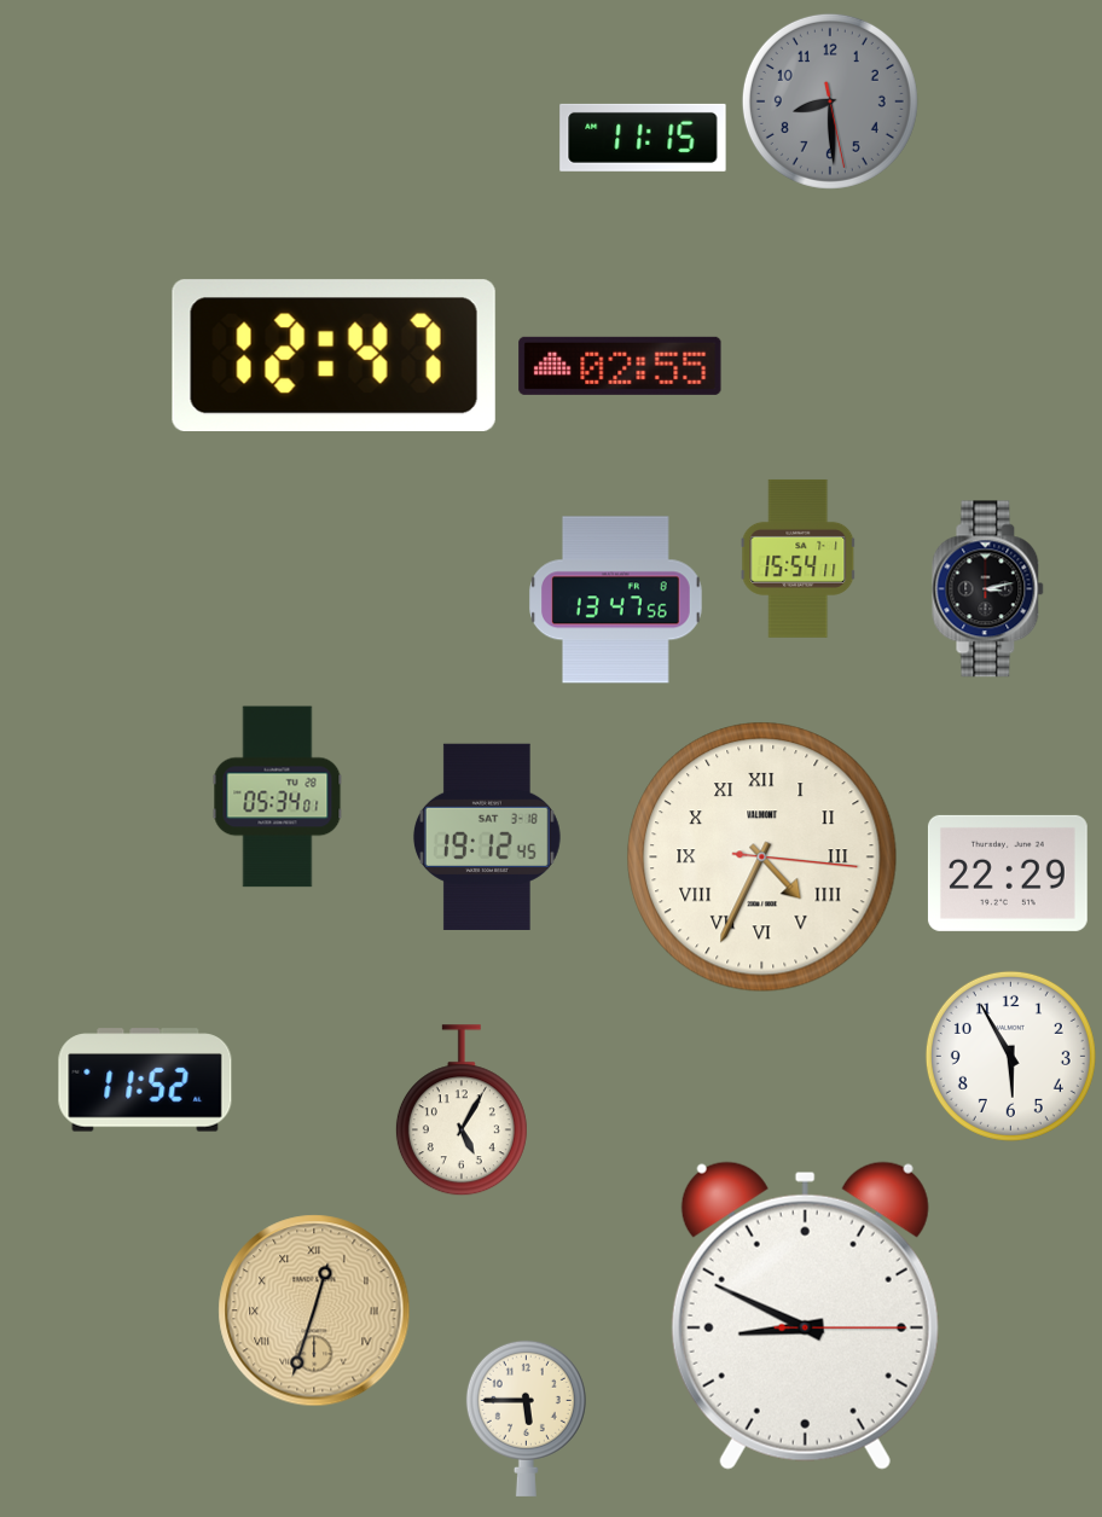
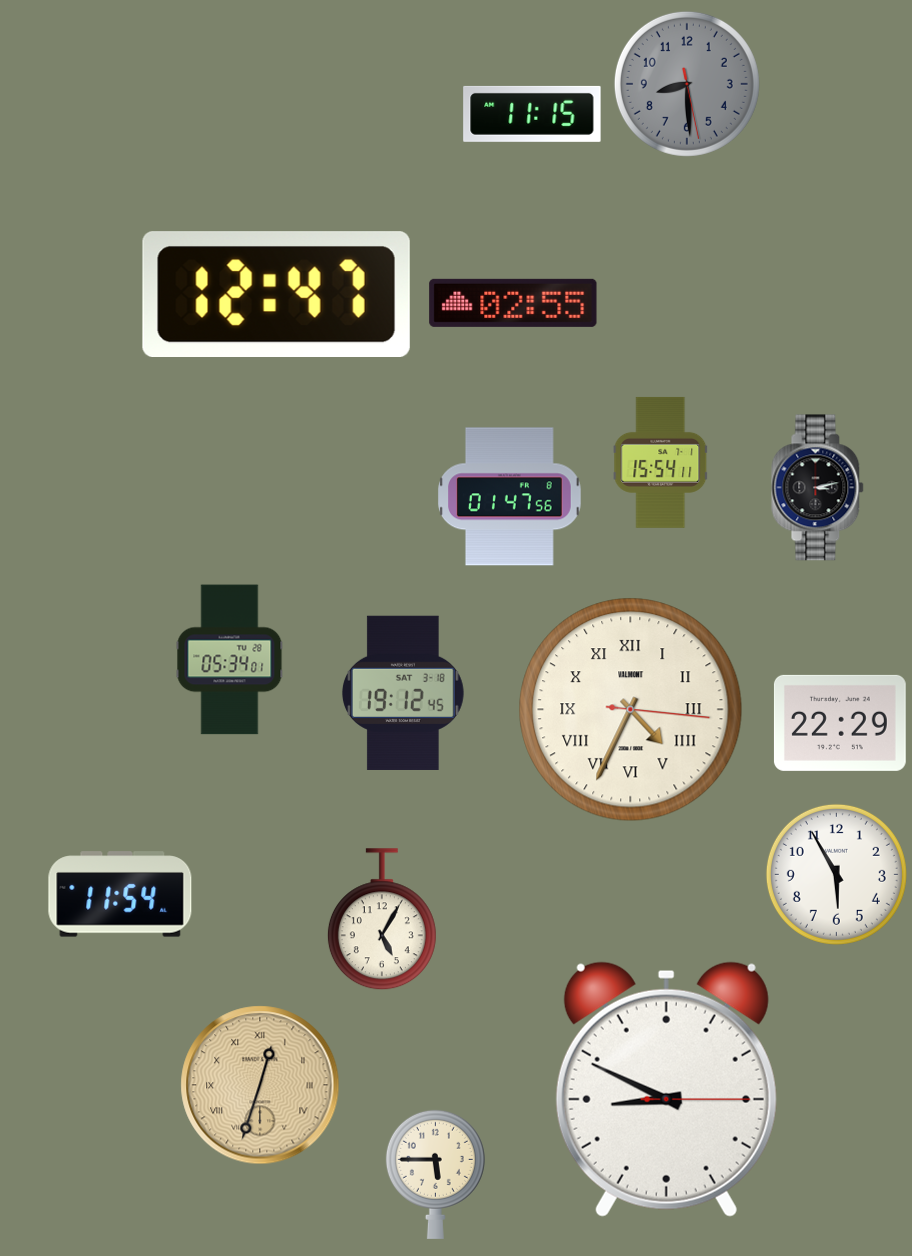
clock at (616, 600): 13:47 -> 01:47
clock at (1008, 873) position: (1008, 873) -> (840, 723)
clock at (145, 1080): 11:52 -> 11:54
